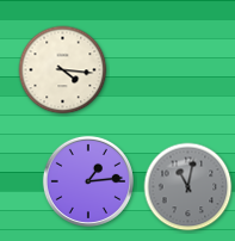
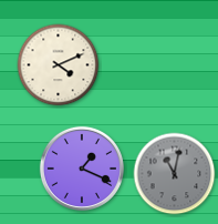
clock at (63, 70): 4:16 -> 4:11
clock at (88, 181): 1:14 -> 1:19
